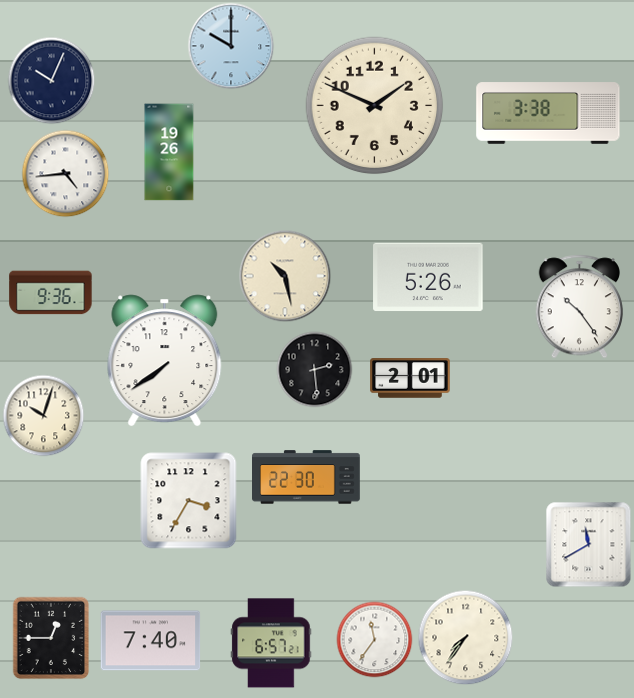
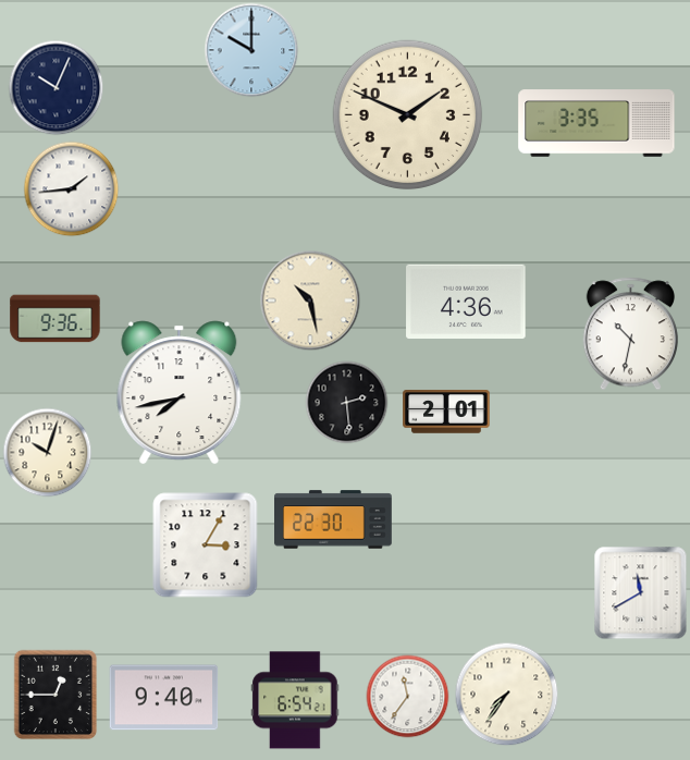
clock at (548, 113): 3:38 -> 3:35
clock at (169, 152): 19:26 -> none
clock at (66, 174): 4:44 -> 1:44
clock at (428, 277): 5:26 -> 4:36
clock at (579, 307): 10:24 -> 10:32
clock at (165, 361): 7:39 -> 7:43
clock at (315, 370) position: (315, 370) -> (347, 403)
clock at (189, 501): 3:35 -> 3:05
clock at (151, 641): 7:40 -> 9:40
clock at (271, 643): 6:57 -> 6:54
